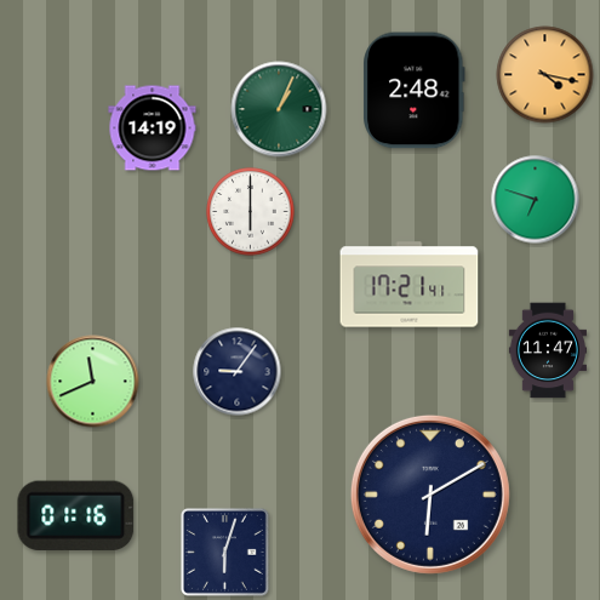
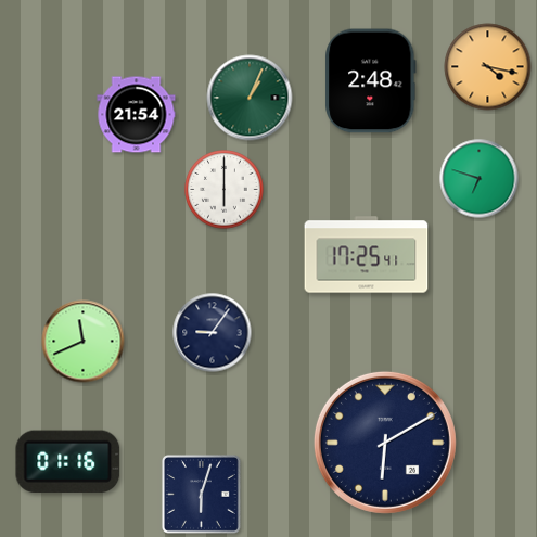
clock at (153, 128): 14:19 -> 21:54
clock at (410, 285): 17:21 -> 17:25
clock at (547, 350): 11:47 -> none
